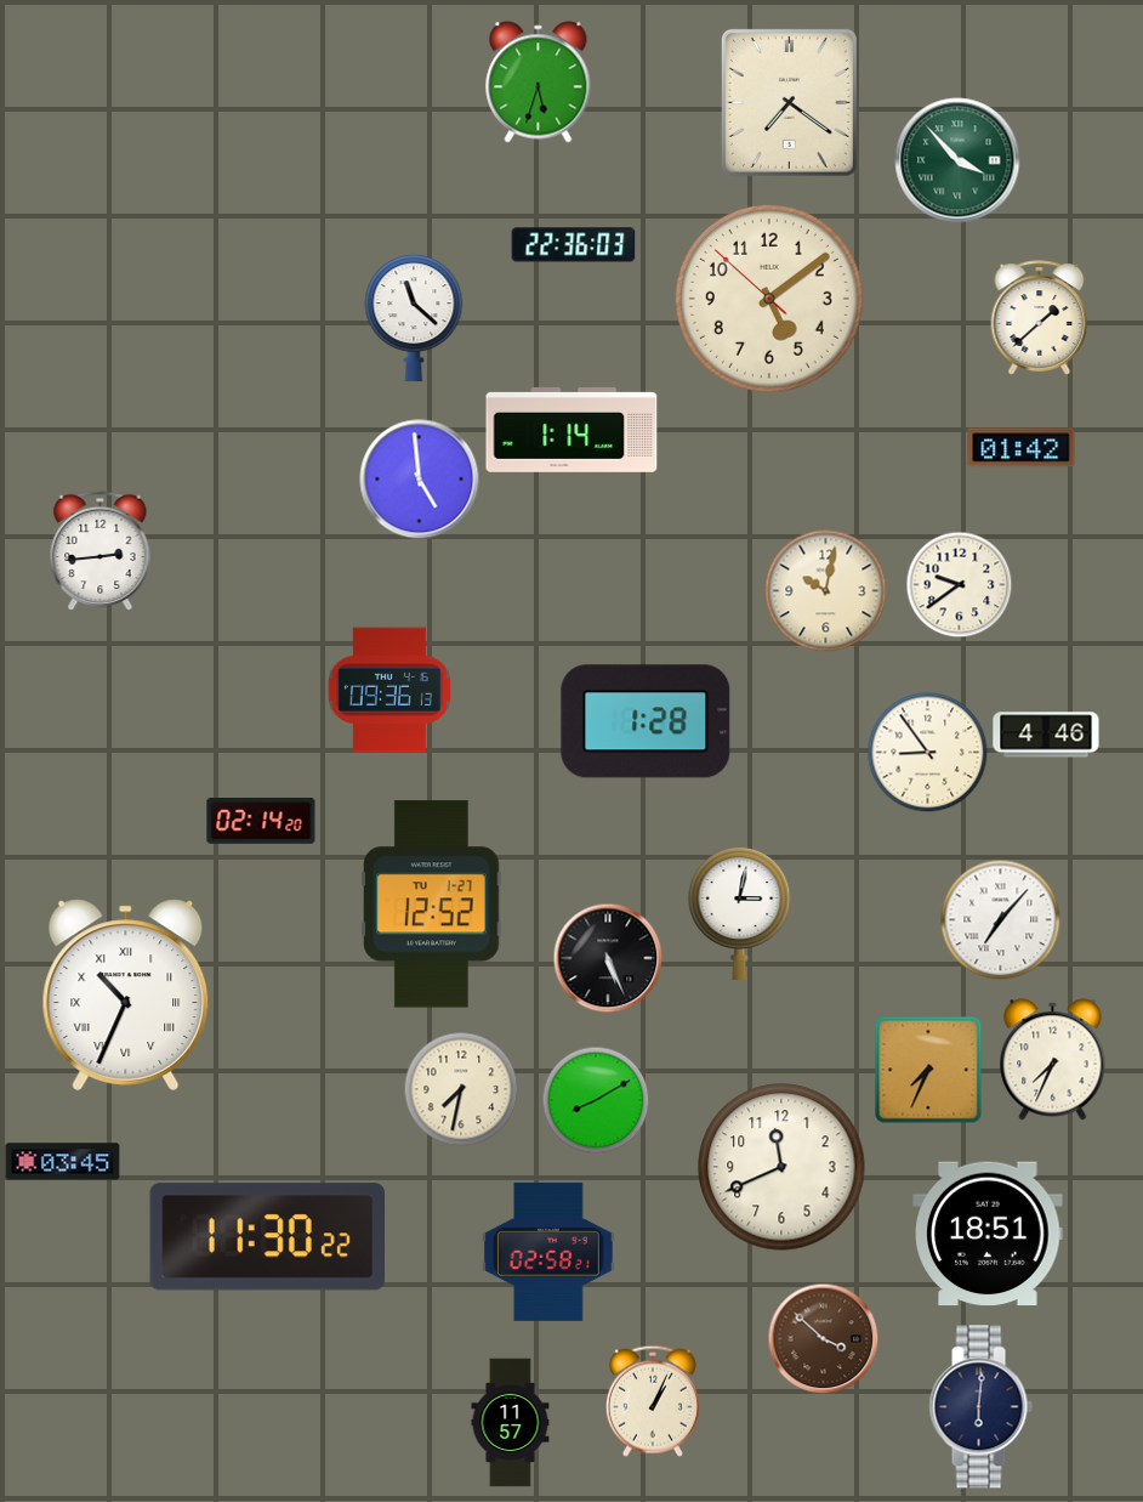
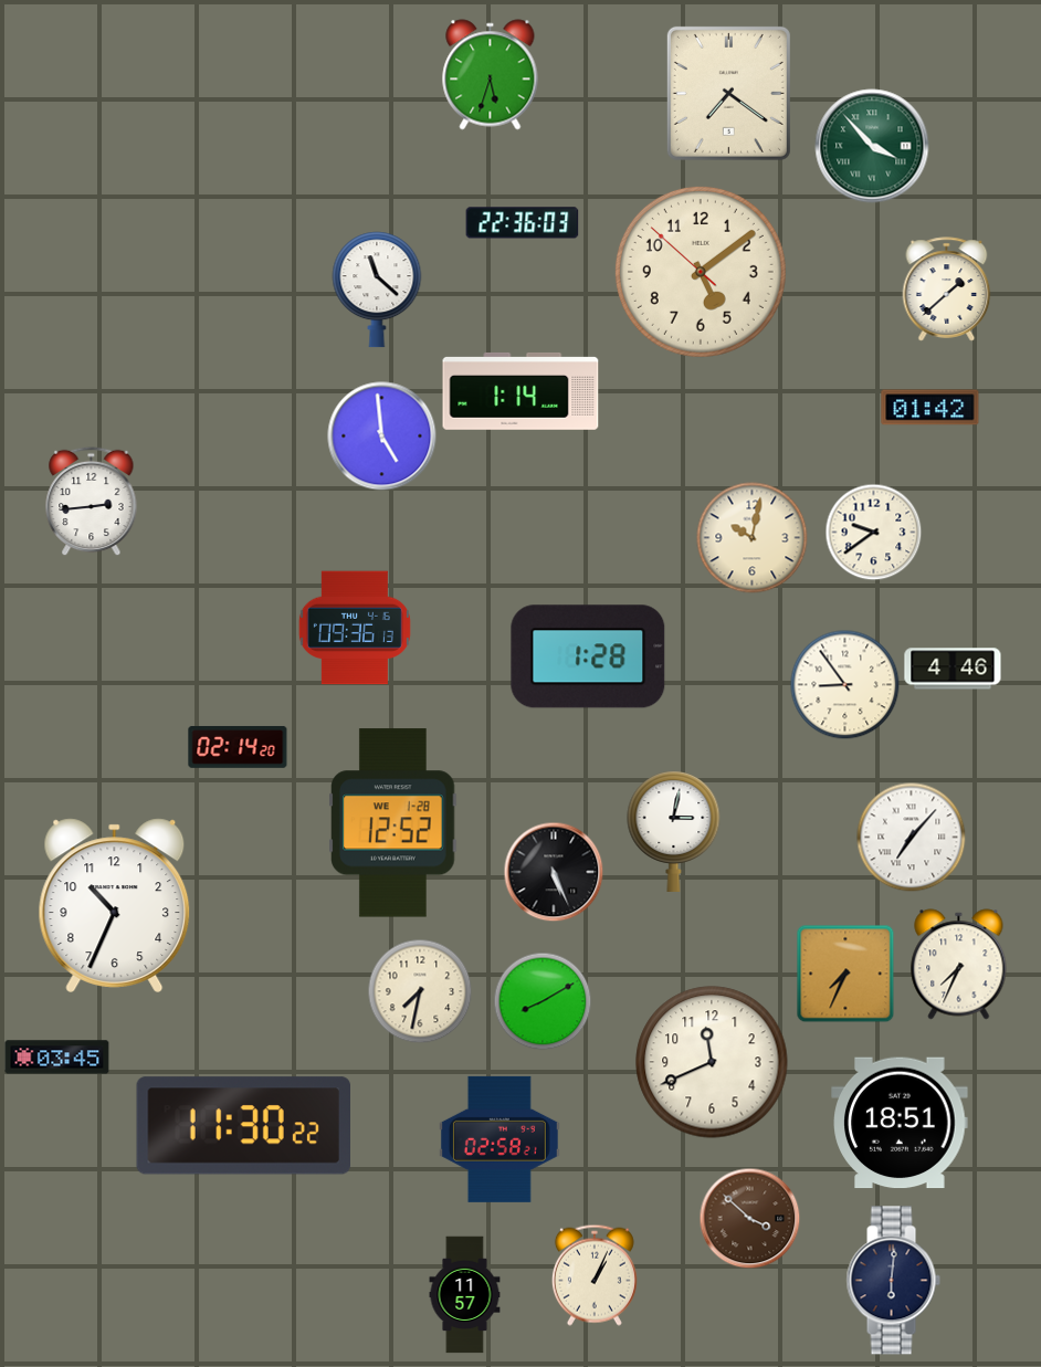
clock at (789, 102) position: (789, 102) -> (728, 93)
clock at (432, 905) date: TU 1-27 -> WE 1-28
clock at (126, 994) numerals: Roman -> Arabic
